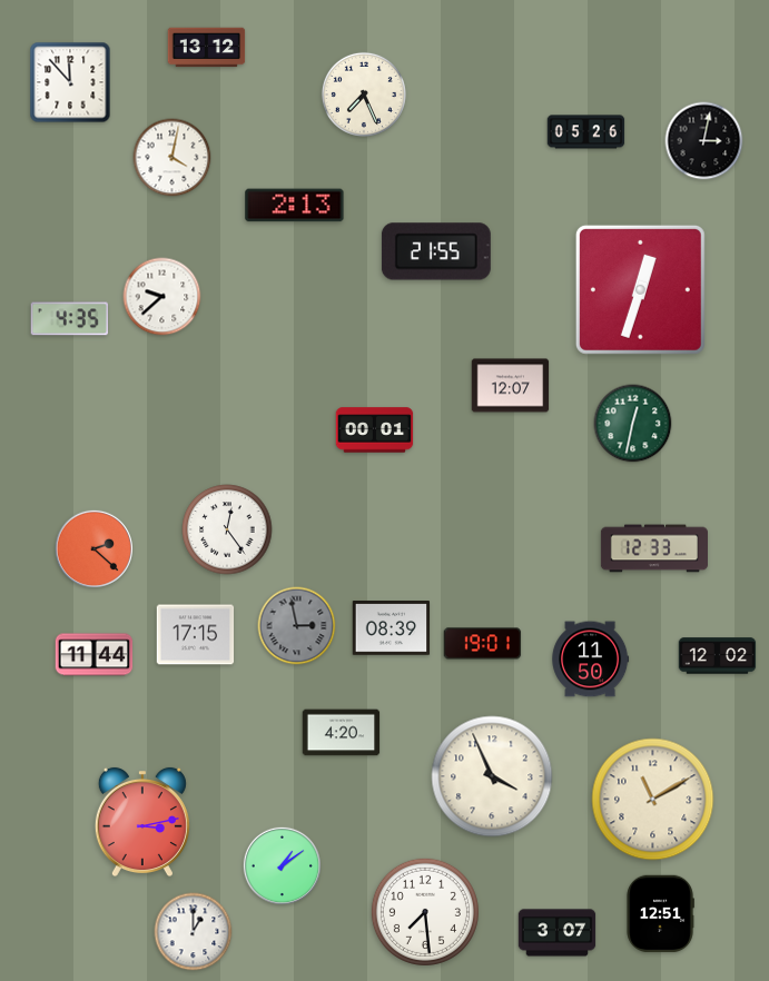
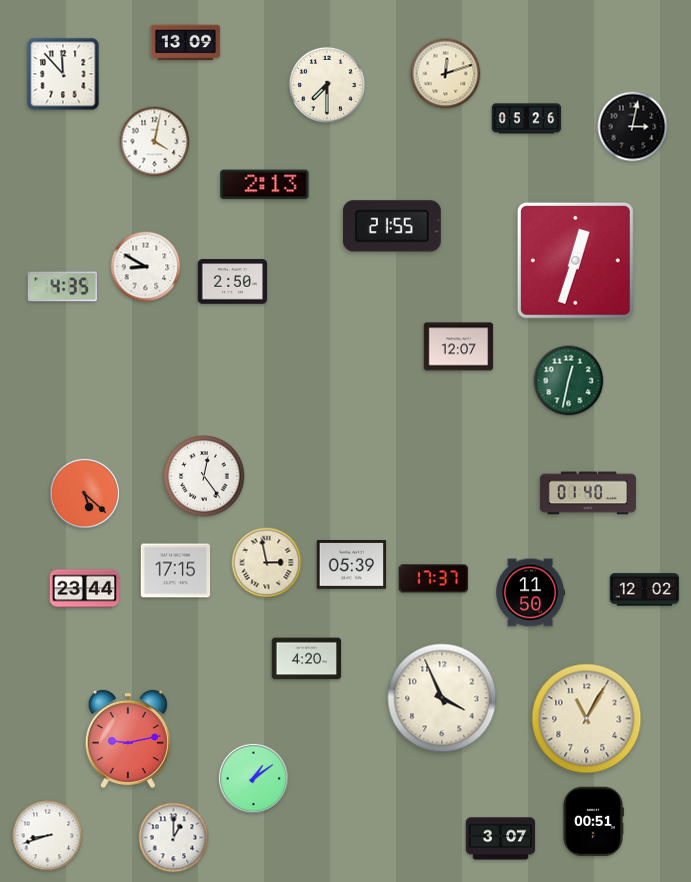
clock at (207, 48): 13:12 -> 13:09
clock at (446, 74): none -> 12:12
clock at (364, 95): 7:26 -> 7:30
clock at (162, 297): 9:38 -> 8:50
clock at (233, 282): none -> 2:50
clock at (375, 430): 00:01 -> none
clock at (93, 548): 2:22 -> 5:22
clock at (654, 548): 12:33 -> 01:40
clock at (297, 626) dial: grey -> cream
clock at (392, 628): 08:39 -> 05:39
clock at (483, 644): 19:01 -> 17:37
clock at (95, 655): 11:44 -> 23:44
clock at (653, 800): 11:10 -> 11:05
clock at (142, 822): 3:13 -> 9:13
clock at (425, 912): 7:29 -> none
clock at (660, 914): 12:51 -> 00:51
clock at (48, 836): none -> 8:42
